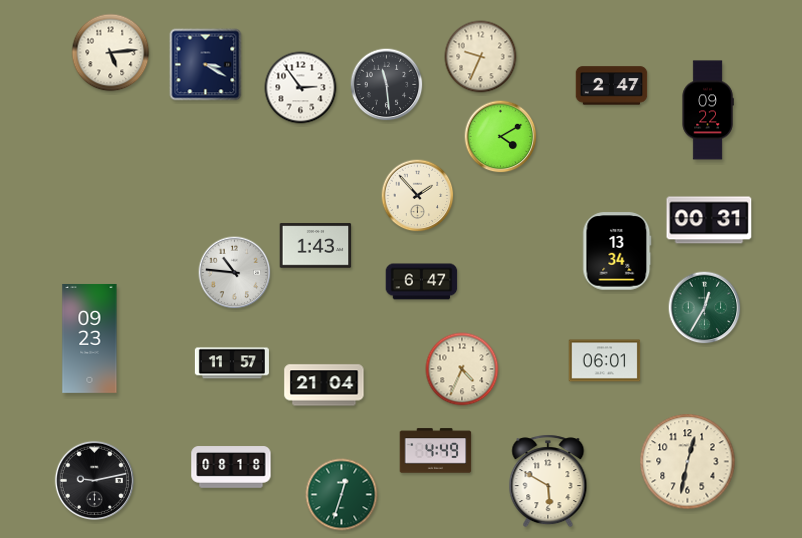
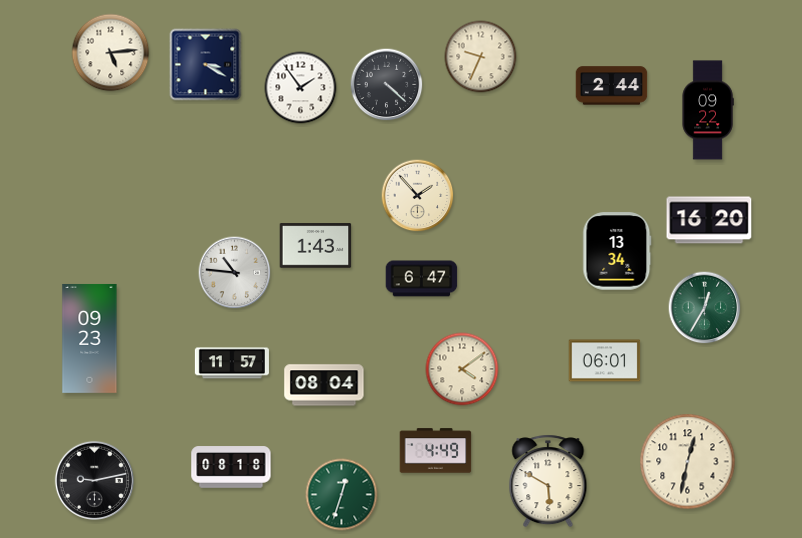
clock at (387, 85): 11:29 -> 4:22
clock at (612, 86): 2:47 -> 2:44
clock at (301, 88): 2:54 -> 1:54
clock at (501, 137): 4:10 -> none
clock at (709, 220): 00:31 -> 16:20
clock at (422, 282) position: (422, 282) -> (422, 279)
clock at (462, 369): 4:34 -> 4:09
clock at (324, 385): 21:04 -> 08:04
